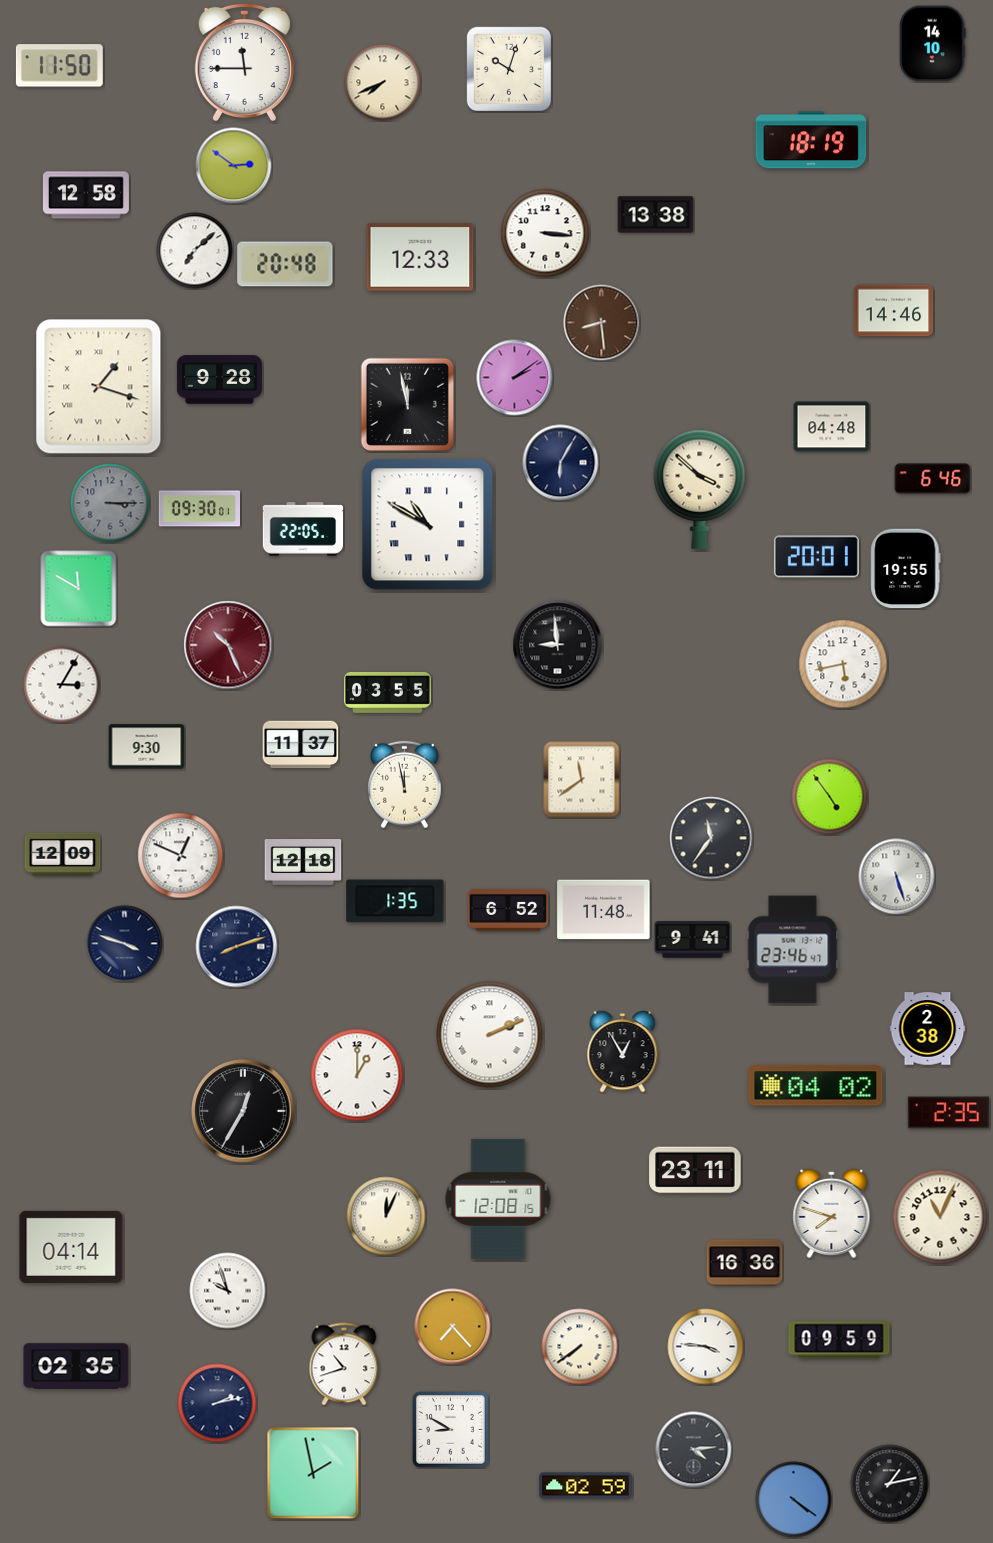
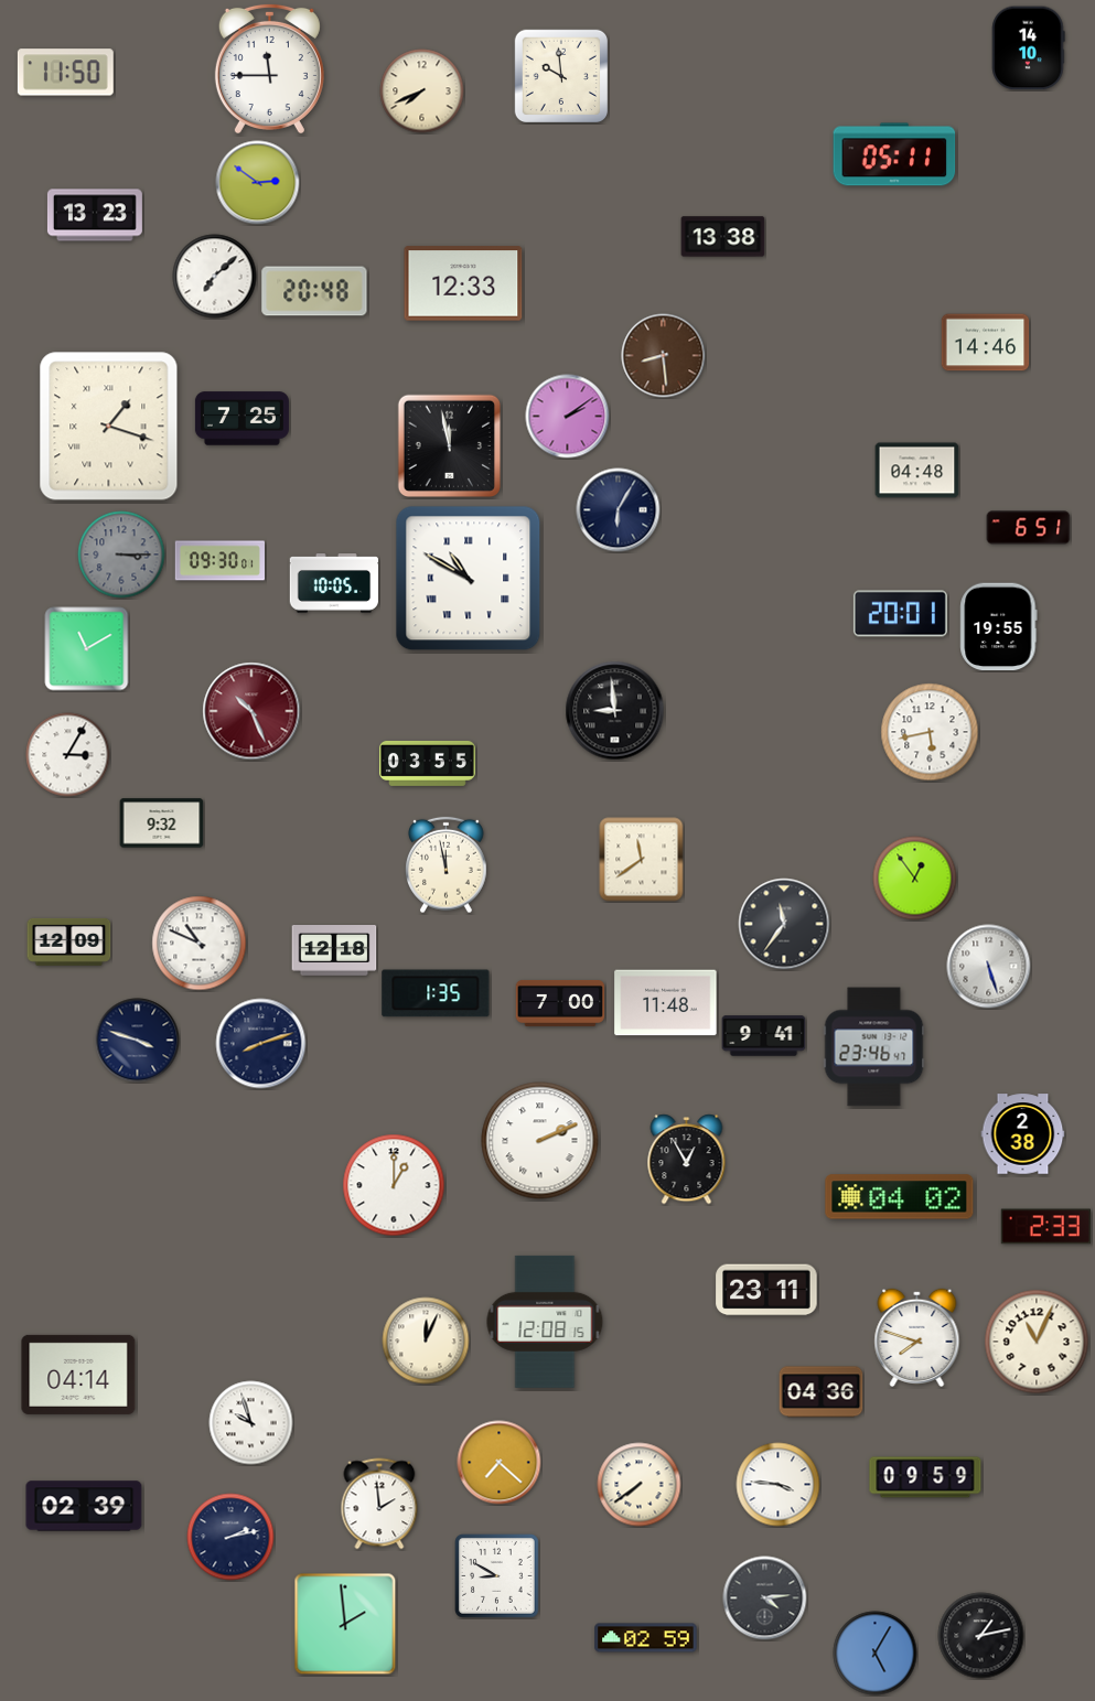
clock at (509, 69): 10:03 -> 9:59
clock at (811, 140): 18:19 -> 05:11
clock at (86, 195): 12:58 -> 13:23
clock at (545, 233): 3:16 -> none
clock at (219, 380): 9:28 -> 7:25
clock at (933, 479): 6:46 -> 6:51
clock at (700, 489): 3:52 -> none
clock at (428, 525) position: (428, 525) -> (469, 579)
clock at (303, 529): 22:05 -> 10:05
clock at (79, 589): 11:50 -> 11:10
clock at (301, 745): 11:37 -> none
clock at (147, 747): 9:30 -> 9:32
clock at (830, 797): 4:54 -> 12:54
clock at (181, 856): 12:49 -> 10:49
clock at (508, 910): 6:52 -> 7:00
clock at (243, 1111): 12:35 -> none
clock at (948, 1113): 2:35 -> 2:33
clock at (498, 1199) position: (498, 1199) -> (545, 1322)
clock at (745, 1263): 16:36 -> 04:36
clock at (453, 1327): 7:23 -> 7:22
clock at (344, 1364): 10:42 -> 1:59
clock at (76, 1366): 02:35 -> 02:39
clock at (217, 1403) position: (217, 1403) -> (230, 1537)
clock at (313, 1473): 1:58 -> 1:59
clock at (794, 1500): 4:21 -> 5:05
